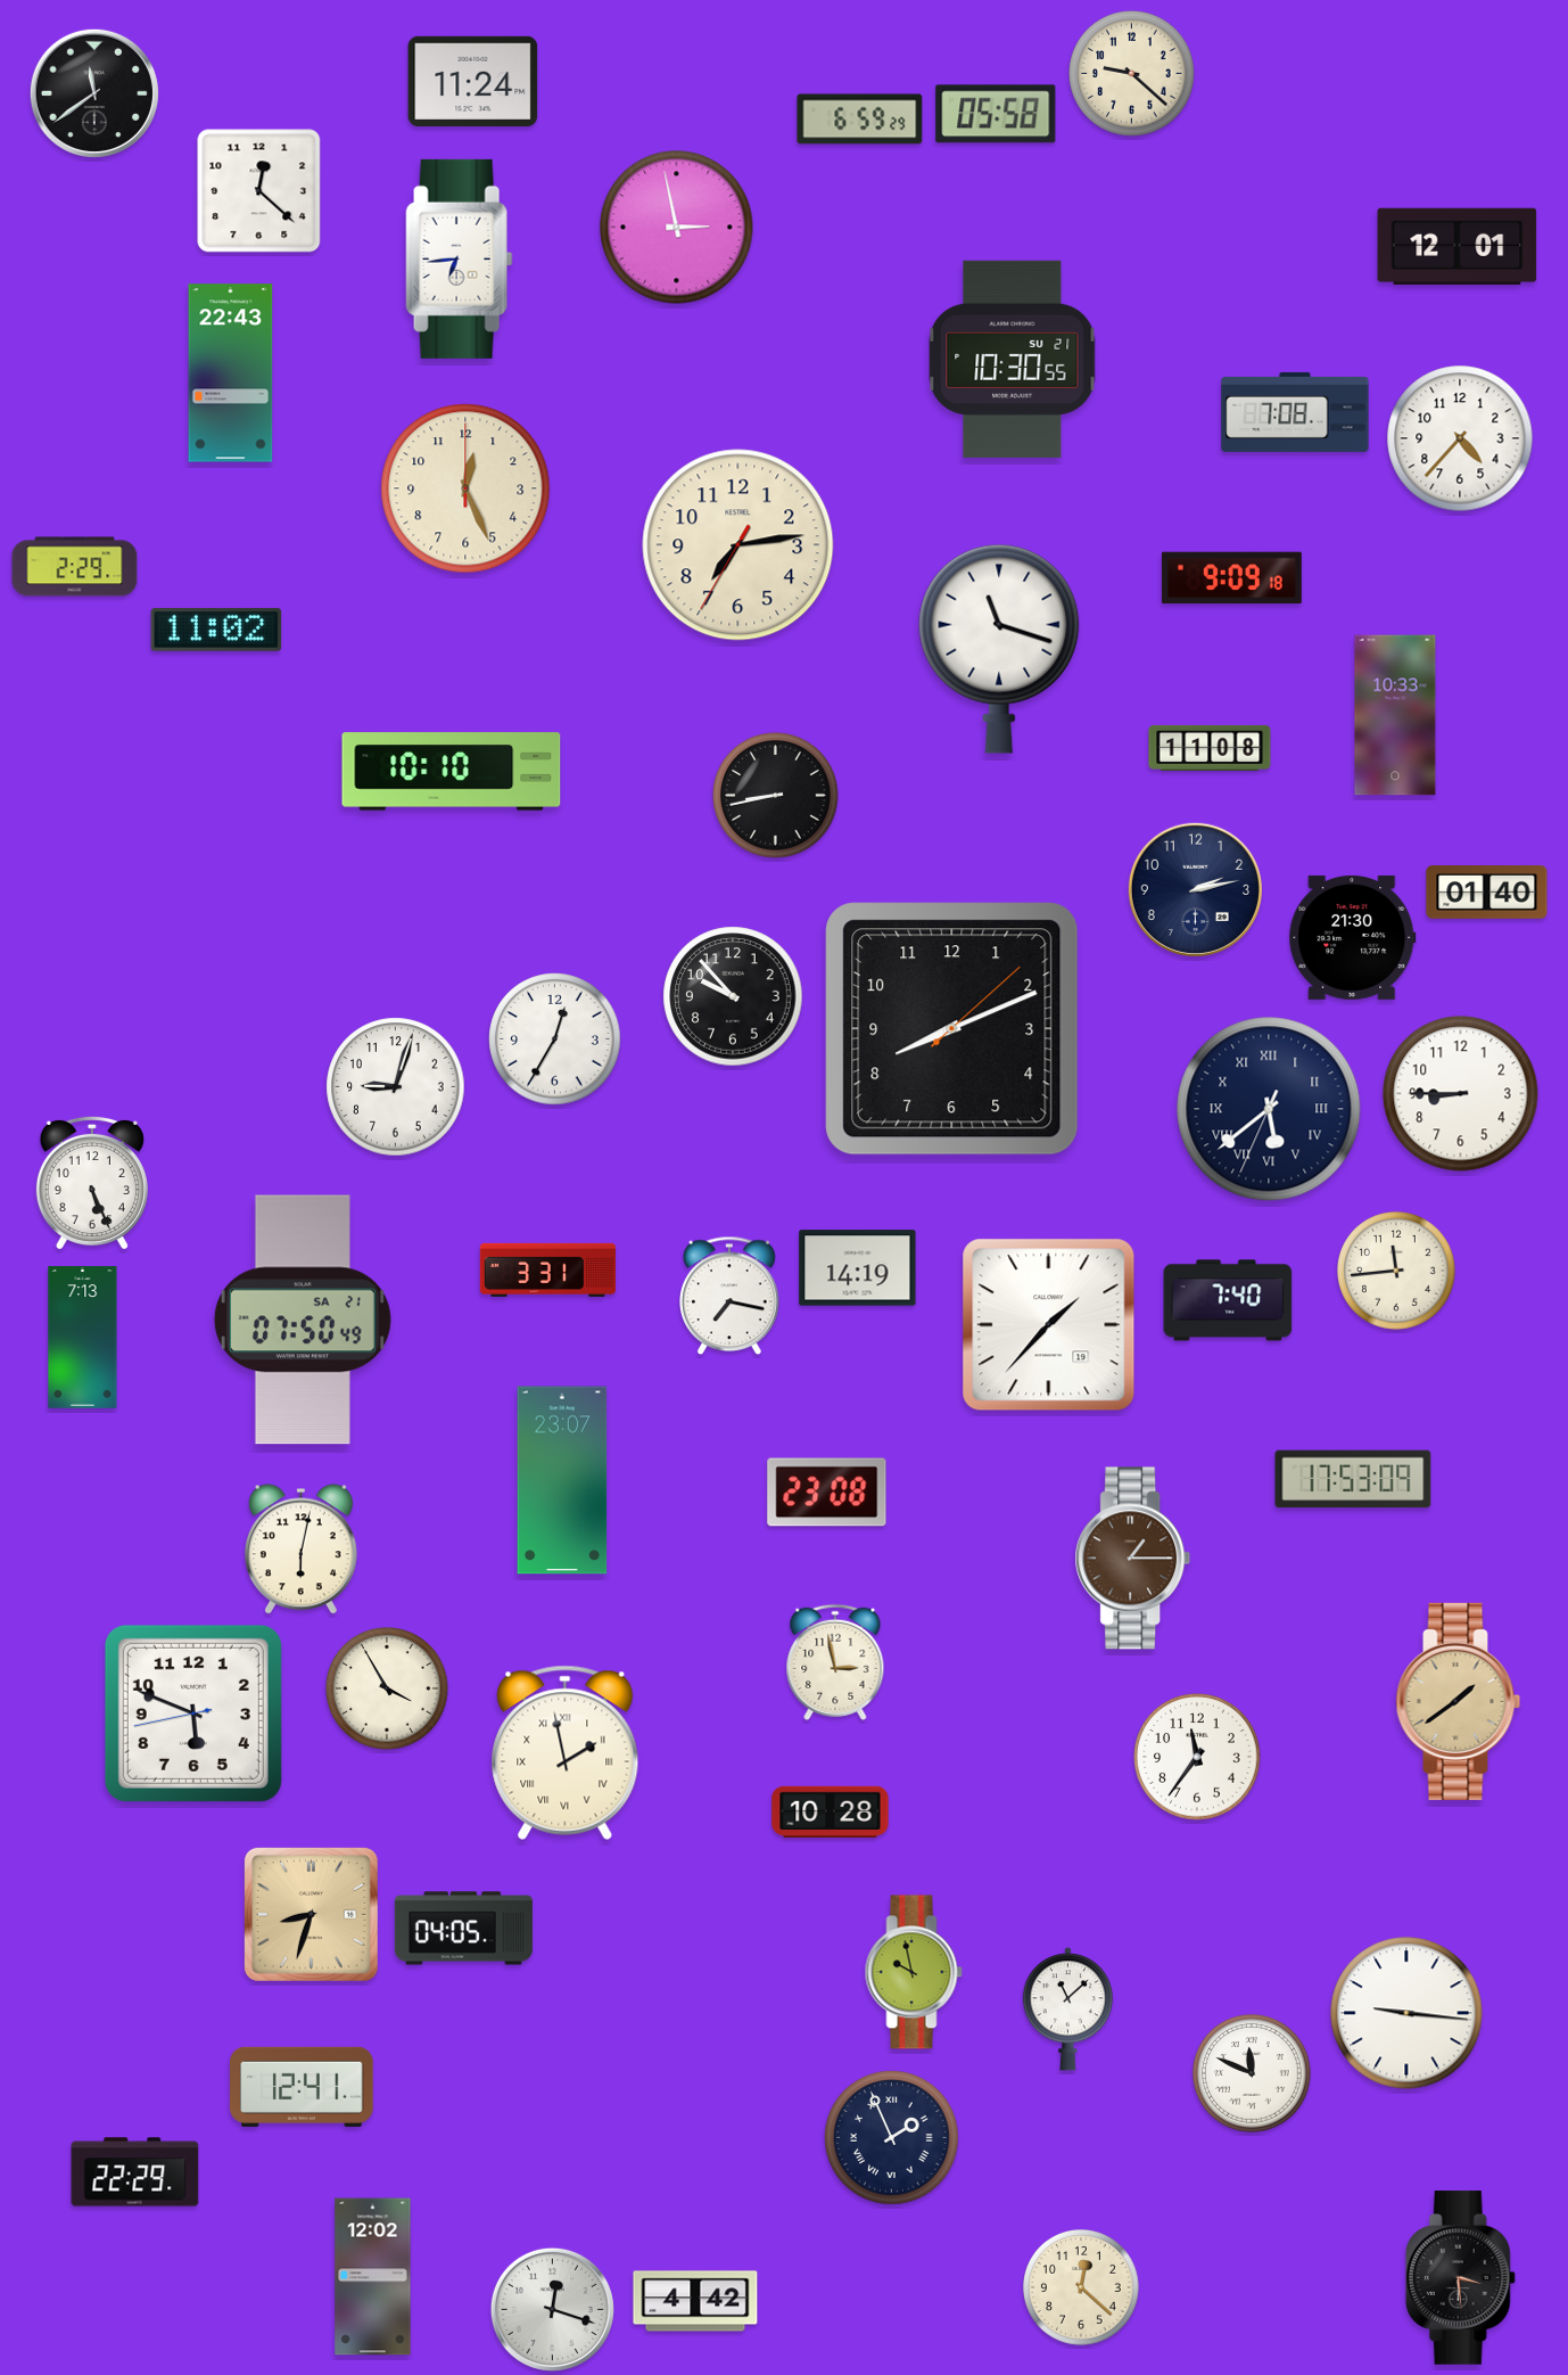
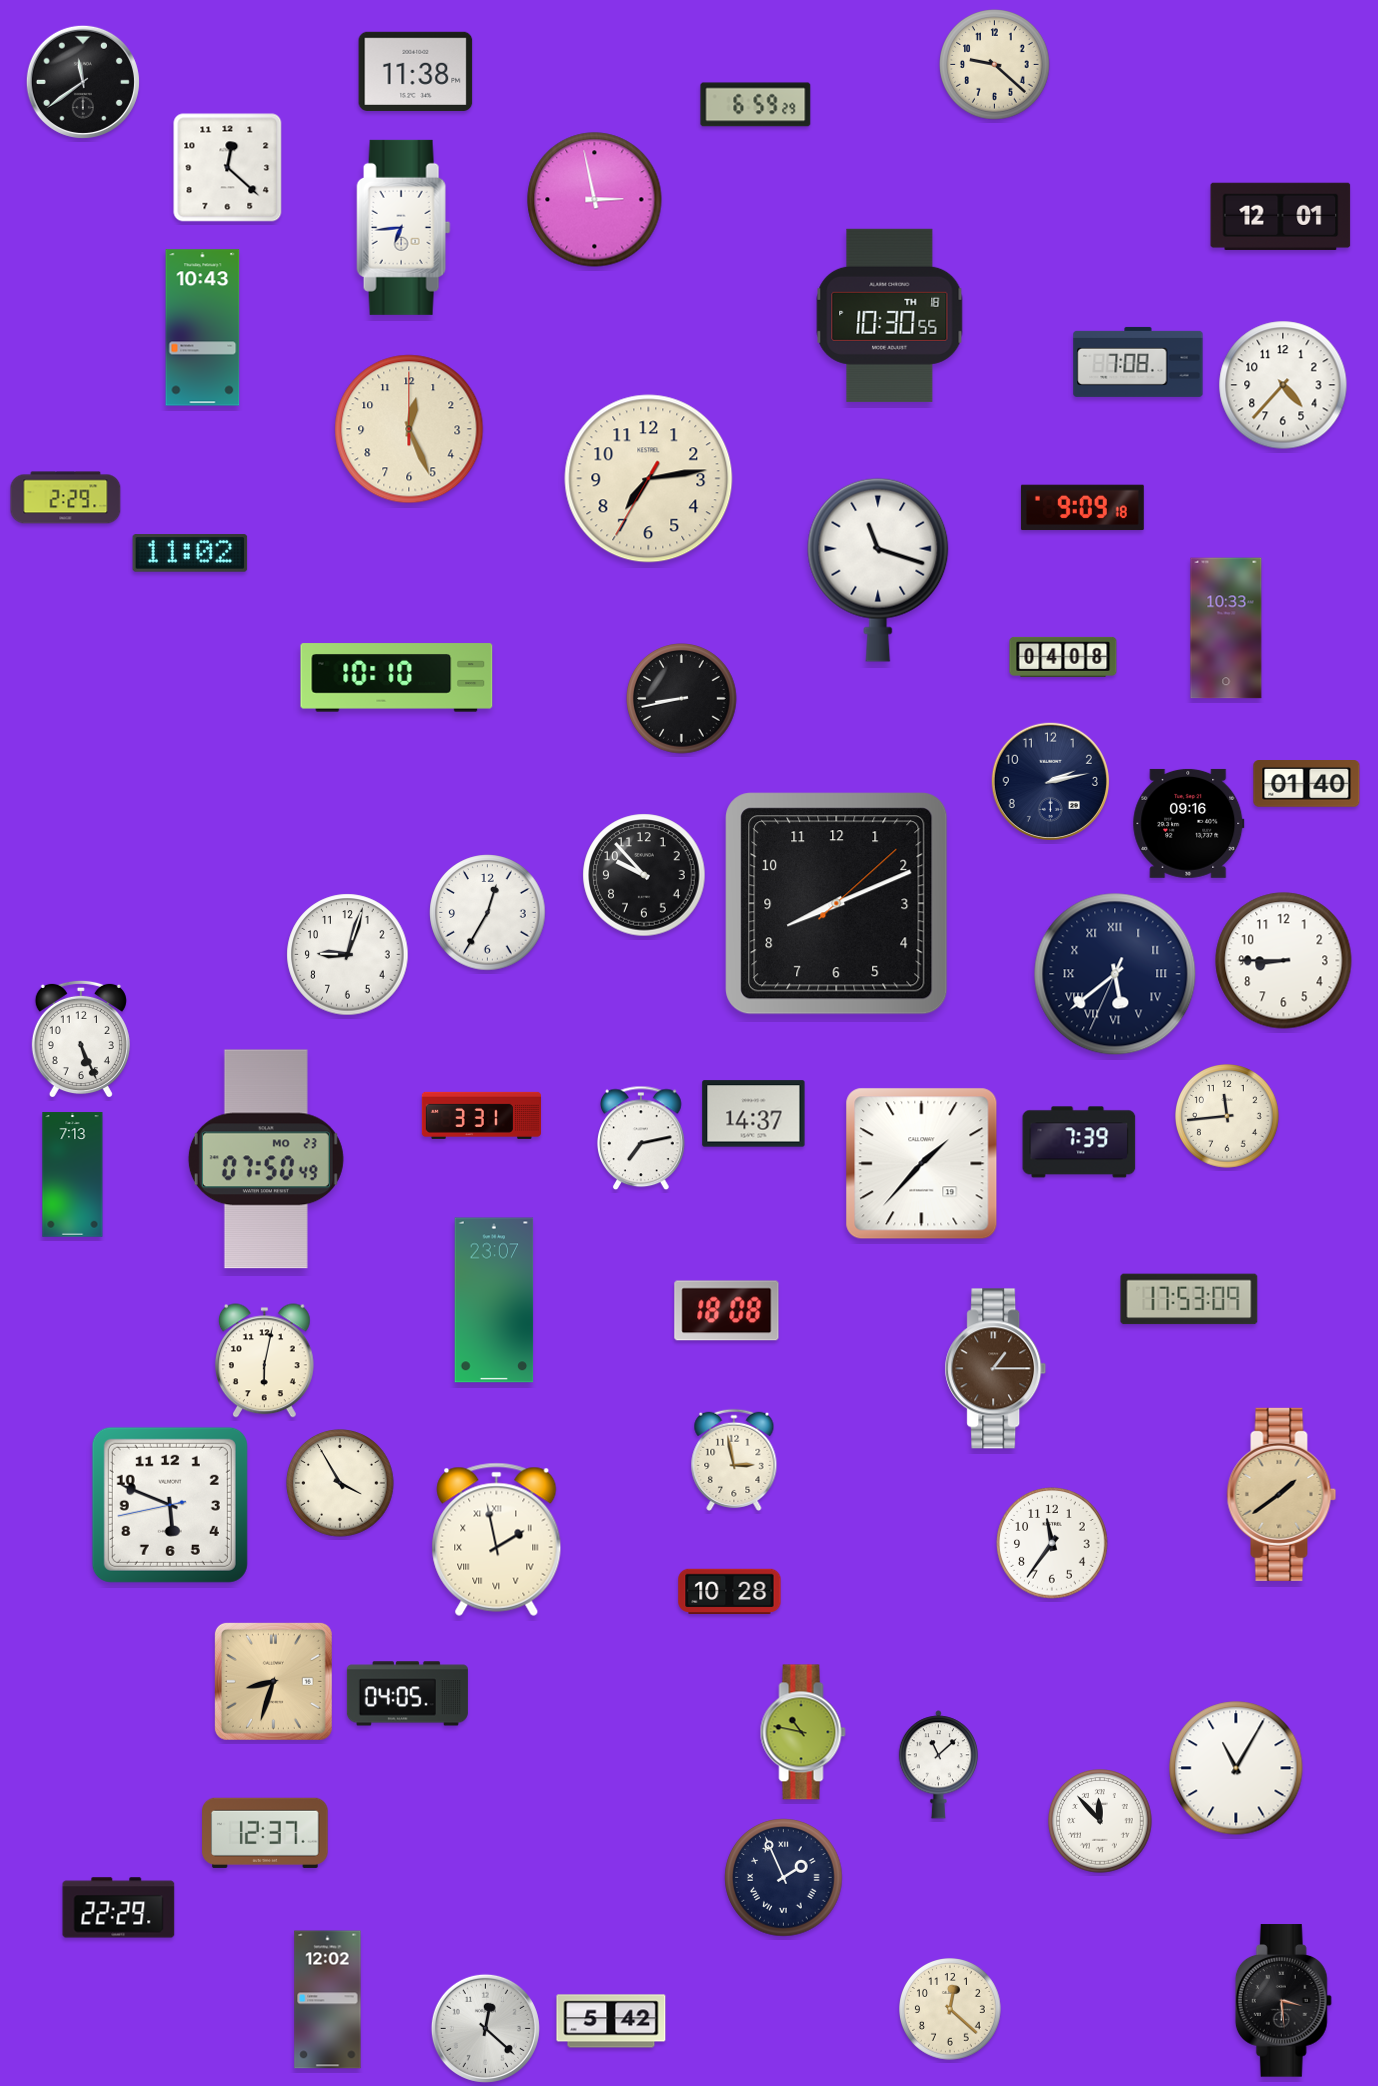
clock at (473, 81): 11:24 -> 11:38
clock at (996, 114): 05:58 -> none
clock at (1013, 359) date: SU 21 -> TH 18
clock at (231, 373): 22:43 -> 10:43
clock at (1210, 748): 11:08 -> 04:08
clock at (1353, 937): 21:30 -> 09:16
clock at (858, 1268): 14:19 -> 14:37
clock at (731, 1296): 7:17 -> 7:13
clock at (1228, 1300): 7:40 -> 7:39
clock at (303, 1320) date: SA 21 -> MO 23
clock at (827, 1493): 23:08 -> 18:08
clock at (914, 1972): 9:58 -> 10:47
clock at (1406, 2013): 9:16 -> 11:05
clock at (1252, 2073): 11:49 -> 11:53
clock at (302, 2087): 12:41 -> 12:37
clock at (695, 2301): 4:42 -> 5:42
clock at (552, 2309): 12:18 -> 12:22
